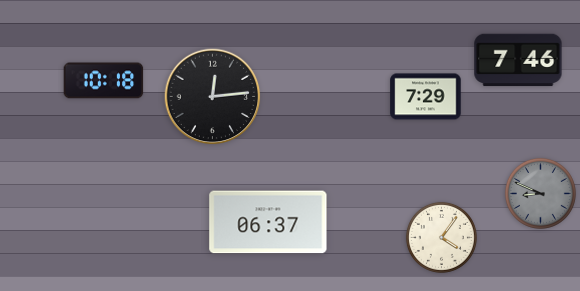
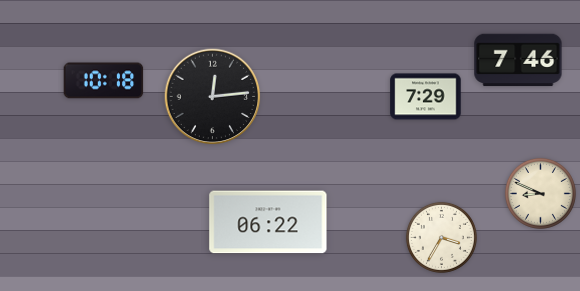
clock at (540, 193) dial: grey -> cream
clock at (268, 222): 06:37 -> 06:22
clock at (441, 237): 4:06 -> 3:35
